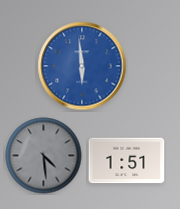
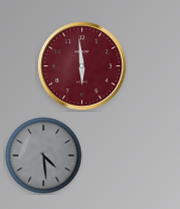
clock at (82, 66) dial: blue -> burgundy
clock at (127, 161): 1:51 -> none
